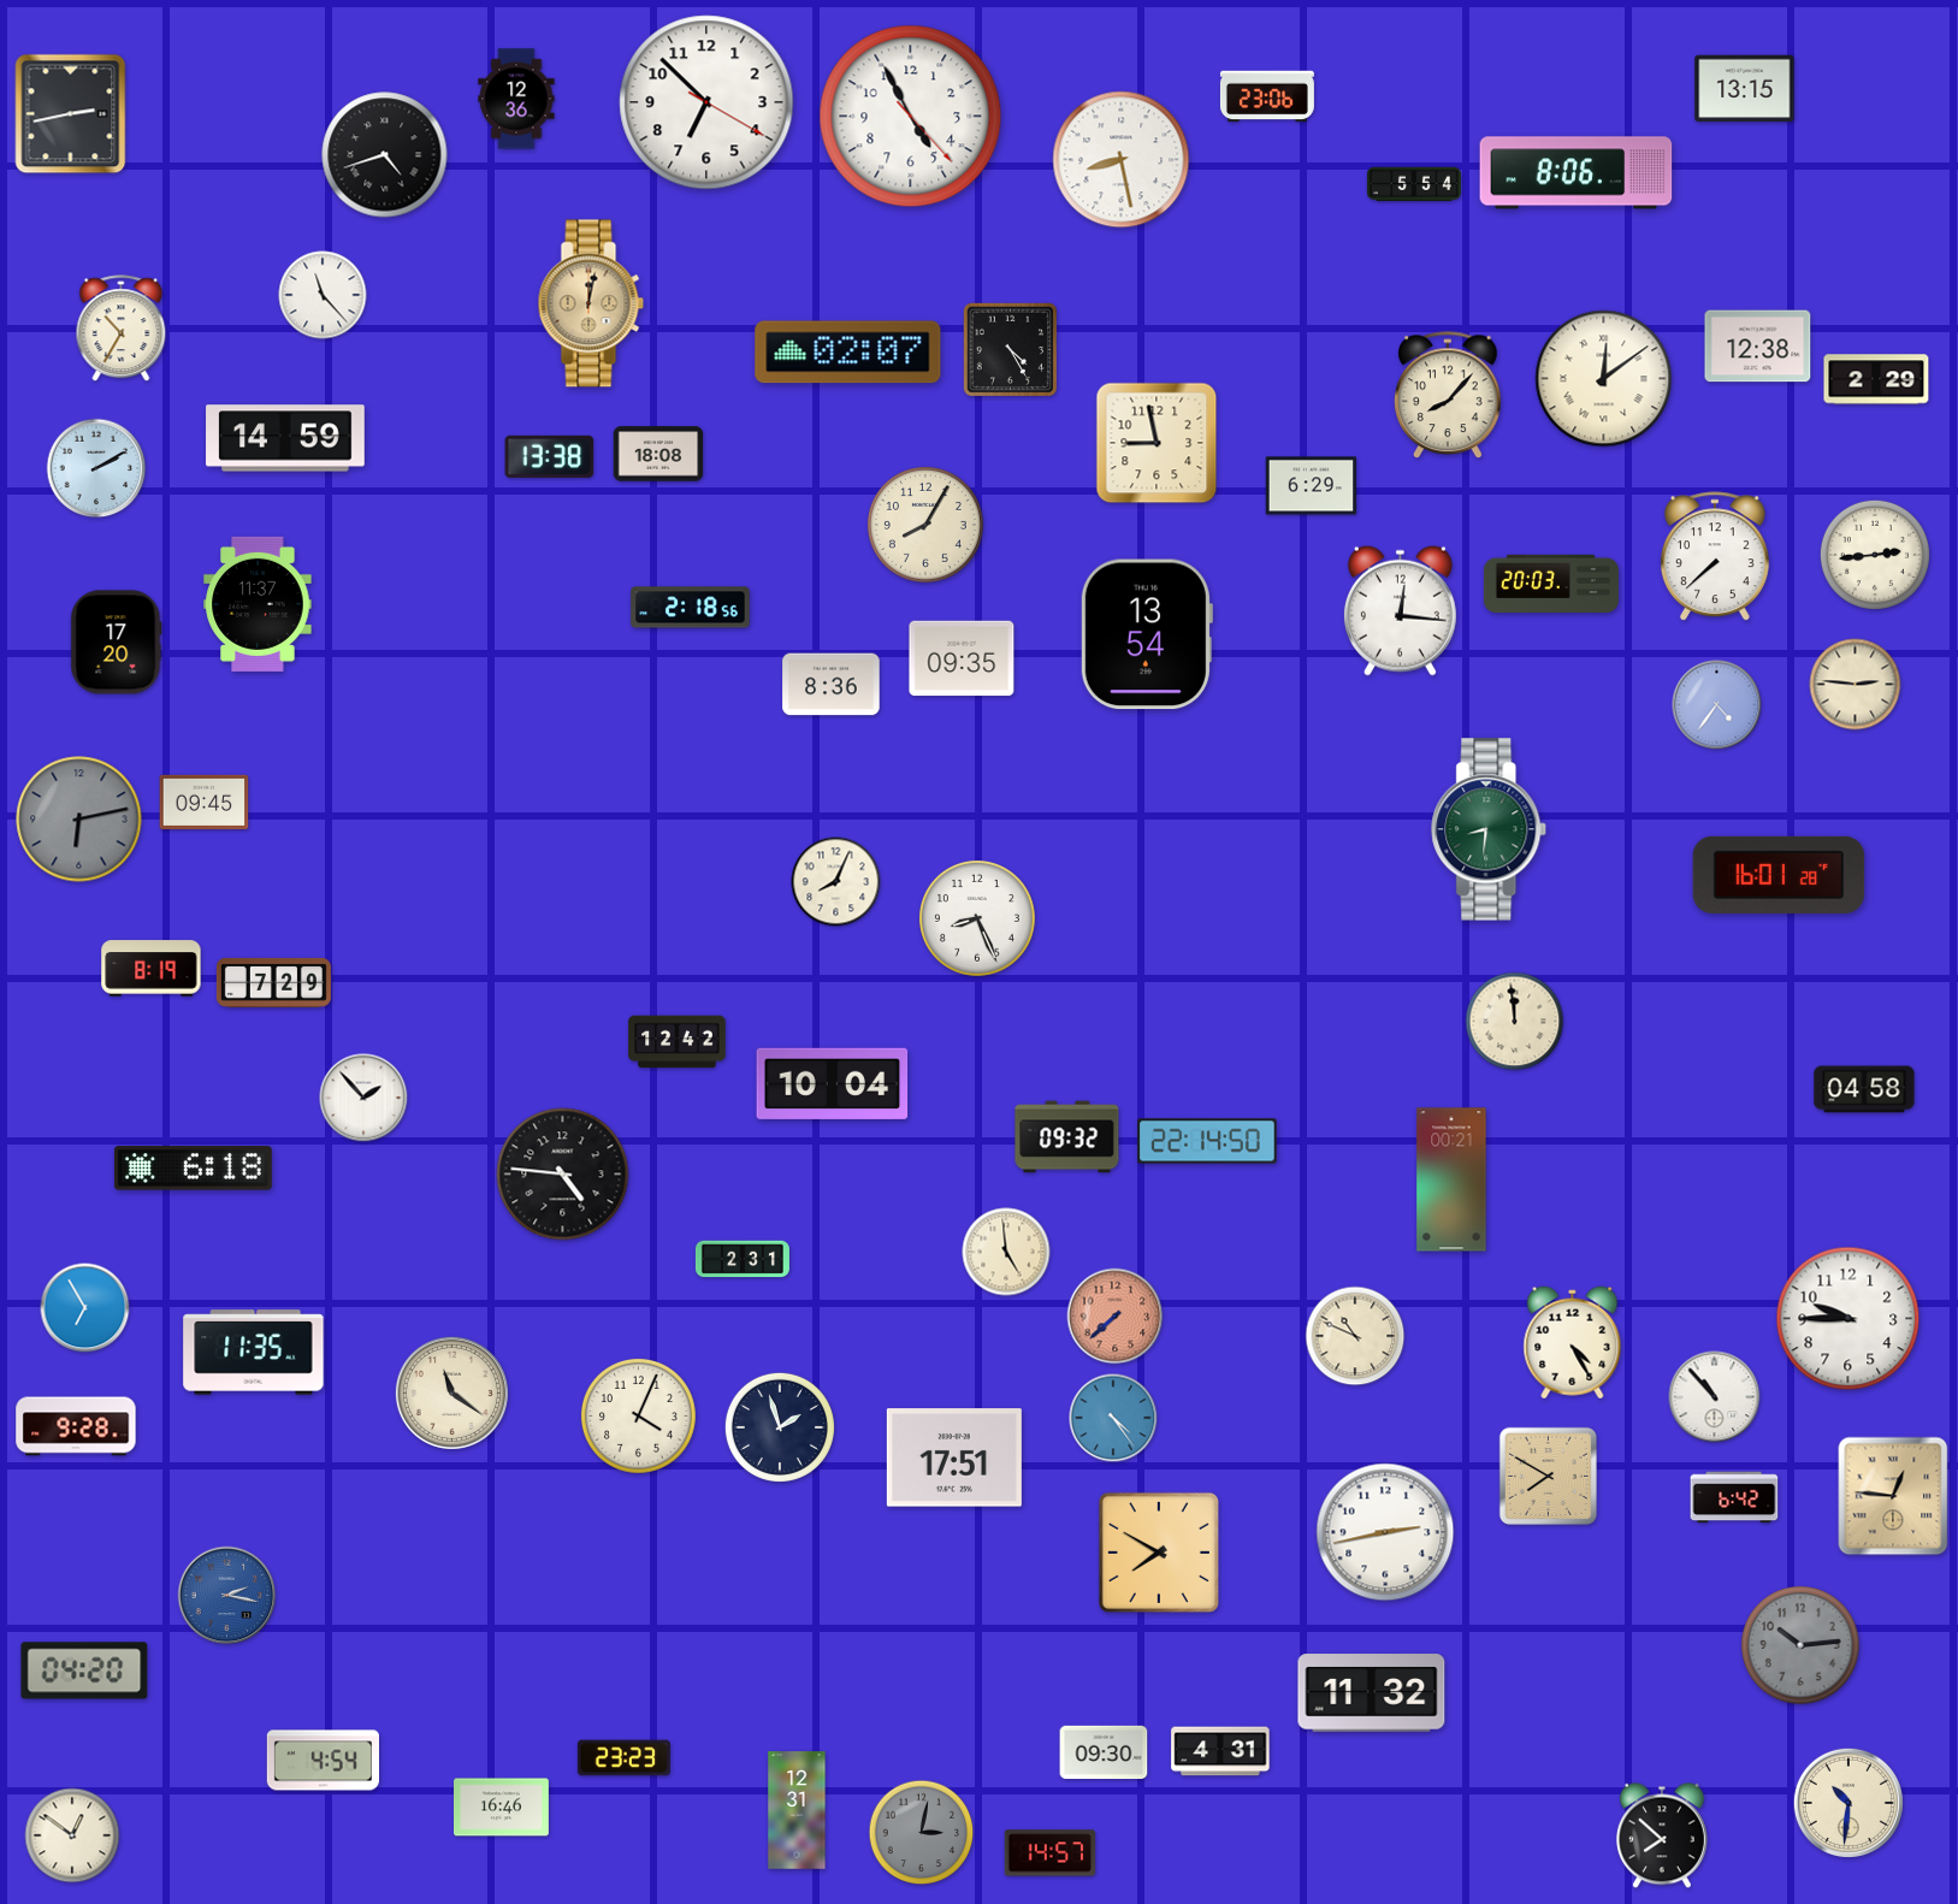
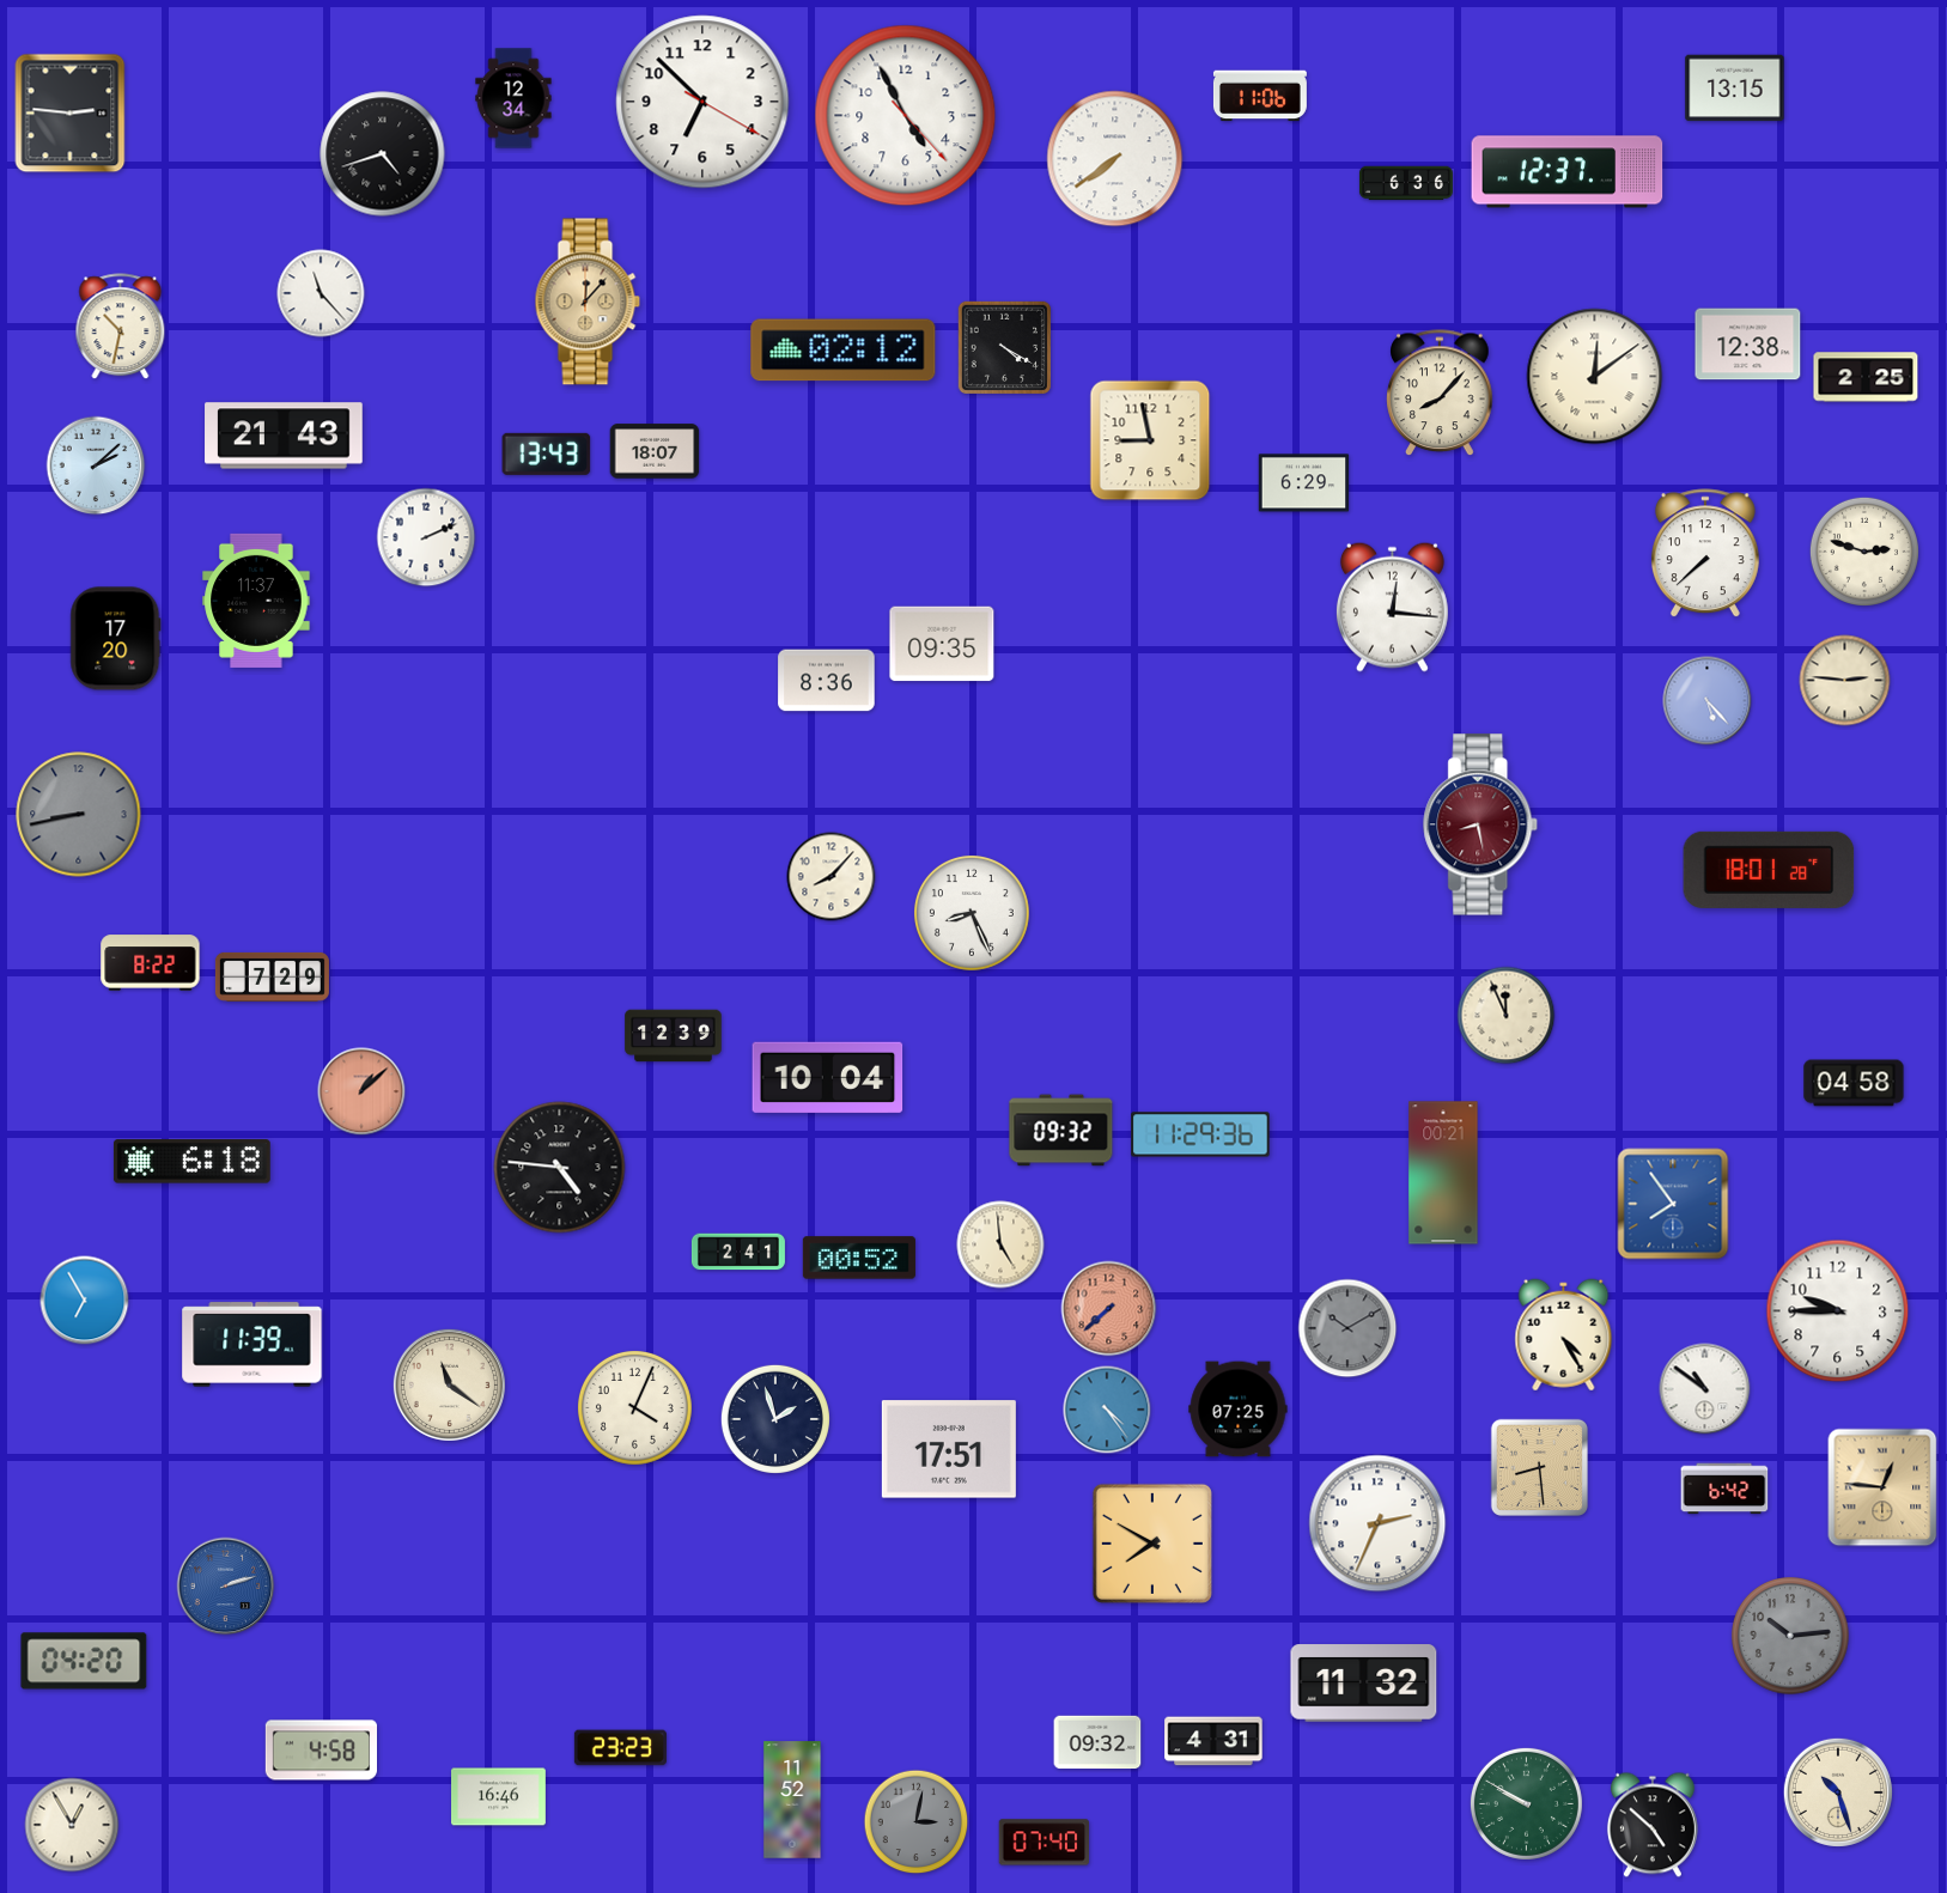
clock at (1267, 96): 23:06 -> 11:06
clock at (516, 99): 12:36 -> 12:34
clock at (71, 114): 2:43 -> 2:46
clock at (1122, 160): 8:28 -> 7:39
clock at (1577, 173): 8:06 -> 12:37
clock at (1414, 184): 5:54 -> 6:36
clock at (591, 303): 12:02 -> 12:07
clock at (122, 329): 10:35 -> 10:32
clock at (1010, 349): 4:25 -> 4:20
clock at (848, 353): 02:07 -> 02:12
clock at (1876, 379): 2:29 -> 2:25
clock at (285, 438): 14:59 -> 21:43
clock at (658, 454): 18:08 -> 18:07
clock at (550, 456): 13:38 -> 13:43
clock at (96, 468): 2:10 -> 2:08
clock at (925, 525): 8:05 -> none
clock at (426, 537): none -> 2:11
clock at (1875, 555): 2:44 -> 2:48
clock at (1551, 583): 20:03 -> none
clock at (691, 608): 2:18 -> none
clock at (1146, 634): 13:54 -> none
clock at (962, 658) position: (962, 658) -> (942, 644)
clock at (1717, 705): 4:36 -> 5:23
clock at (205, 802): 09:45 -> none
clock at (79, 820): 6:13 -> 8:43
clock at (1490, 829): 8:31 -> 8:28
clock at (1490, 829) dial: green -> burgundy
clock at (1779, 875): 16:01 -> 18:01
clock at (836, 882): 8:04 -> 8:07
clock at (152, 969): 8:19 -> 8:22
clock at (1515, 1022): 11:59 -> 11:56
clock at (678, 1042): 12:42 -> 12:39
clock at (363, 1098): 1:53 -> 1:08
clock at (363, 1098) dial: white -> salmon
clock at (1207, 1141): 22:14 -> 11:29
clock at (1673, 1204): none -> 7:54
clock at (743, 1259): 2:31 -> 2:41
clock at (859, 1258): none -> 00:52
clock at (1355, 1336): 10:49 -> 10:10
clock at (1355, 1336) dial: cream -> grey
clock at (254, 1353): 11:35 -> 11:39
clock at (1715, 1397): 10:53 -> 10:51
clock at (1239, 1410): none -> 07:25
clock at (76, 1426): 9:28 -> none
clock at (1548, 1476): 7:50 -> 8:29
clock at (1385, 1532): 2:43 -> 2:34
clock at (227, 1596): 2:17 -> 2:12
clock at (1104, 1752): 09:30 -> 09:32
clock at (323, 1761): 4:54 -> 4:58
clock at (1848, 1803): 10:31 -> 10:27
clock at (797, 1810): 12:31 -> 11:52
clock at (1526, 1803): none -> 9:50
clock at (72, 1835): 12:51 -> 12:55
clock at (1662, 1835): 7:52 -> 4:52
clock at (1049, 1853): 14:57 -> 07:40
